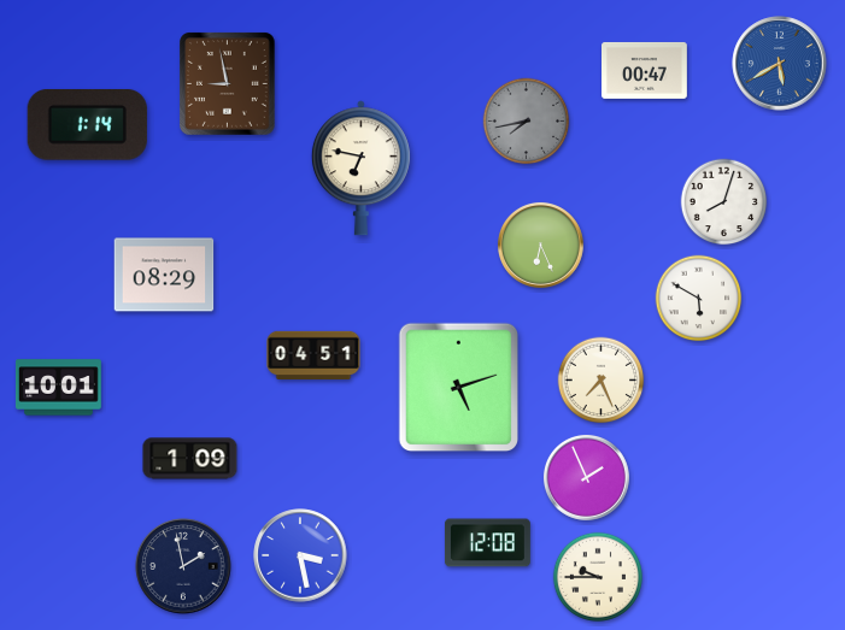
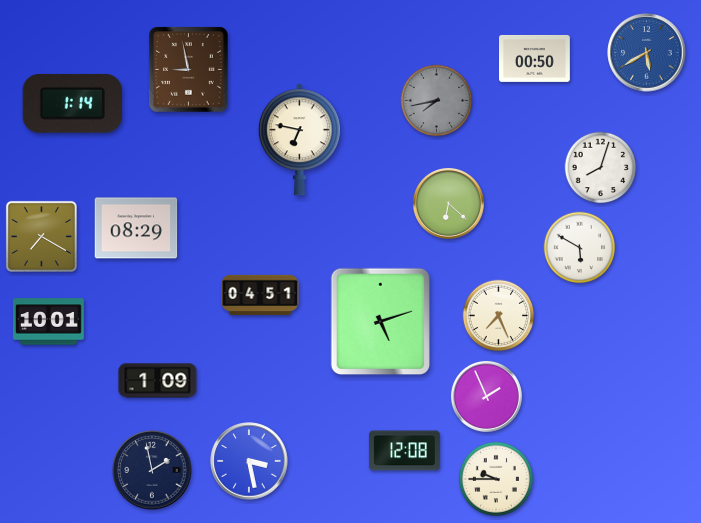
clock at (645, 70): 00:47 -> 00:50
clock at (541, 246): 6:26 -> 6:22
clock at (41, 236): none -> 7:20
